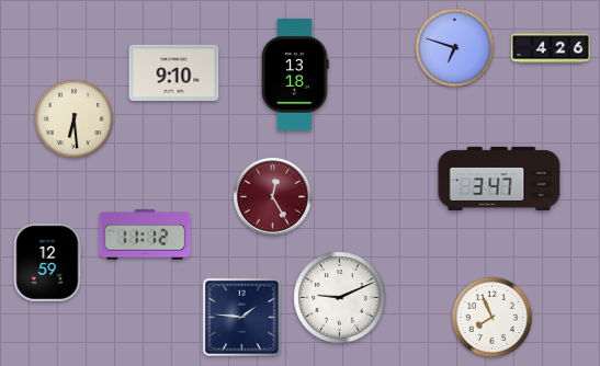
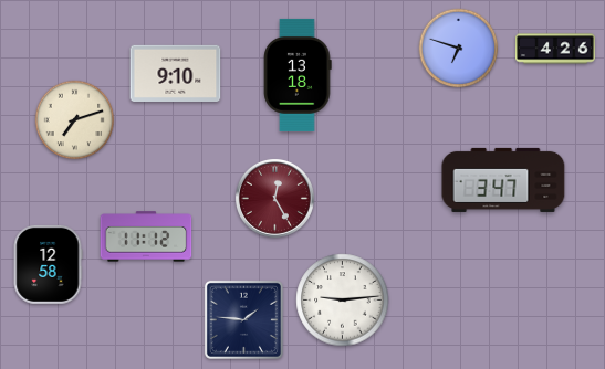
clock at (75, 119): 6:29 -> 7:12
clock at (47, 262): 12:59 -> 12:58
clock at (340, 298): 9:11 -> 9:14
clock at (493, 318): 7:56 -> none
